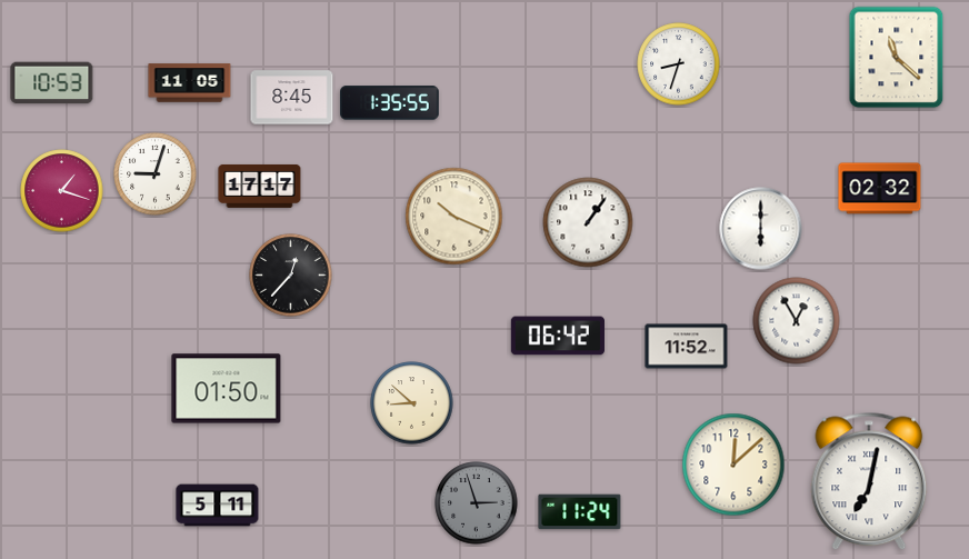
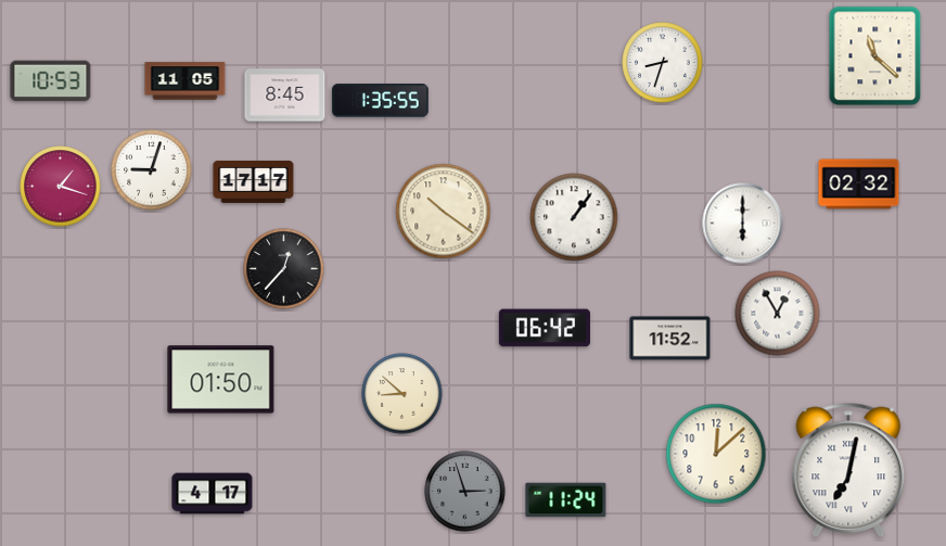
clock at (454, 217): 10:19 -> 10:21
clock at (218, 506): 5:11 -> 4:17
